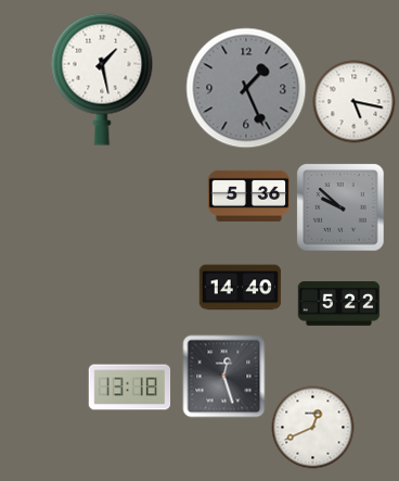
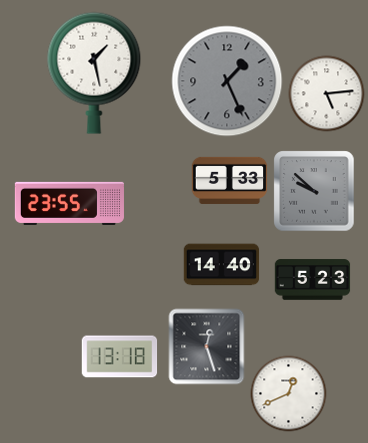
clock at (355, 102): 5:17 -> 5:14
clock at (249, 195): 5:36 -> 5:33
clock at (69, 203): none -> 23:55
clock at (339, 304): 5:22 -> 5:23
